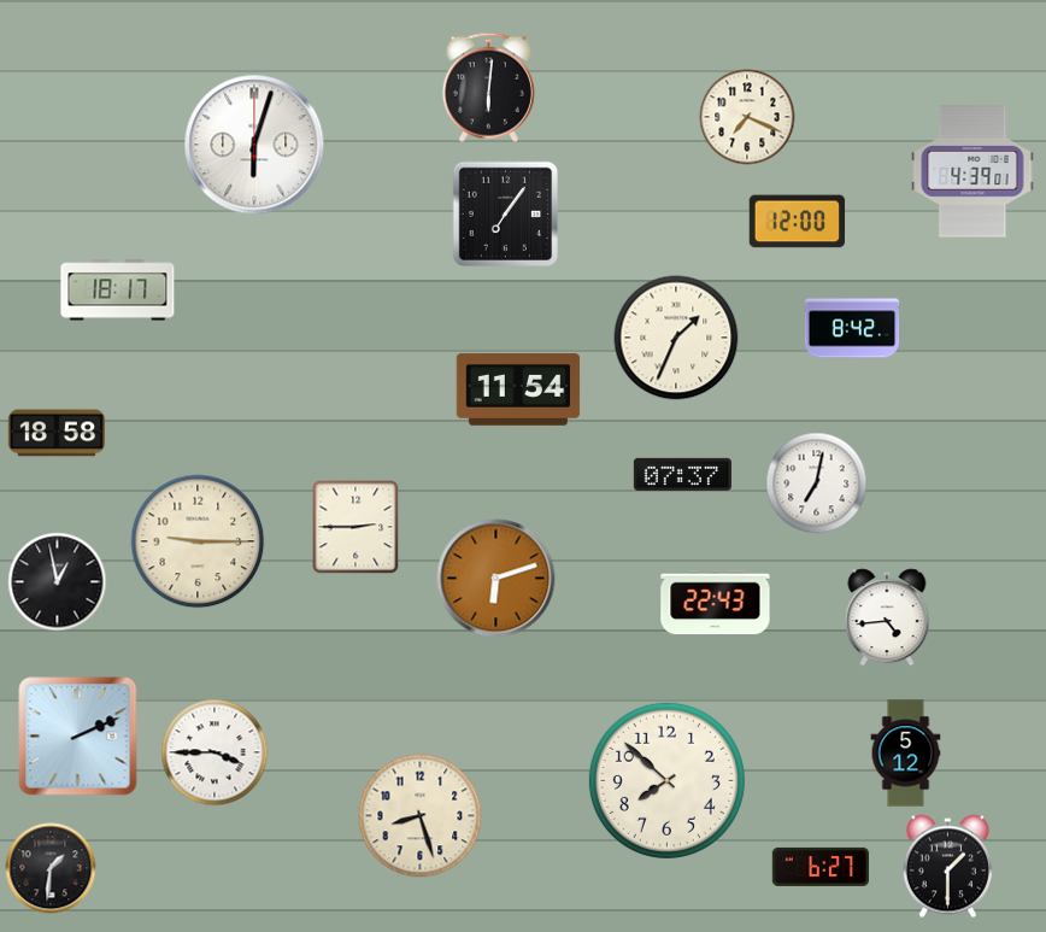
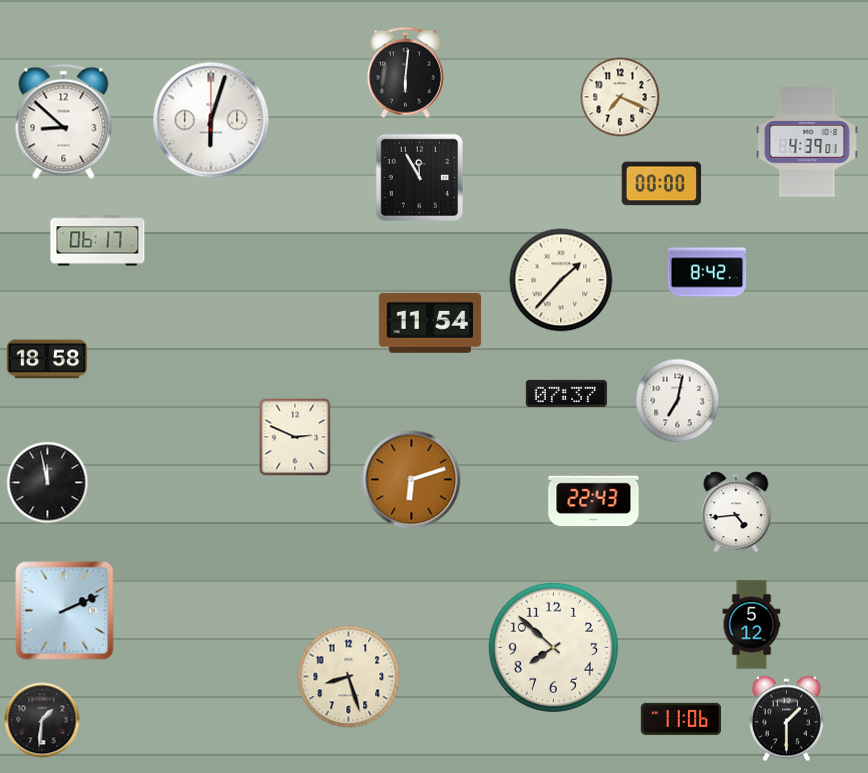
clock at (64, 122): none -> 8:52
clock at (506, 215): 7:06 -> 11:55
clock at (798, 222): 12:00 -> 00:00
clock at (118, 291): 18:17 -> 06:17
clock at (676, 338): 1:34 -> 1:37
clock at (355, 527): 2:45 -> 2:49
clock at (198, 541): 9:15 -> none
clock at (58, 582): 12:58 -> 11:58
clock at (215, 752): 3:45 -> none
clock at (819, 867): 6:27 -> 11:06
